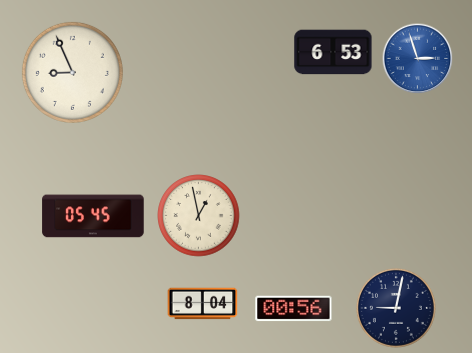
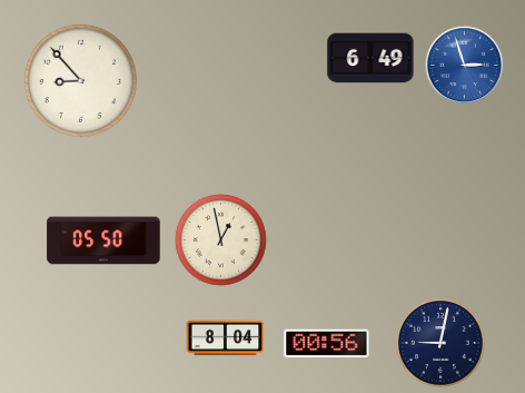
clock at (333, 52): 6:53 -> 6:49
clock at (72, 72): 8:56 -> 8:53
clock at (93, 216): 05:45 -> 05:50
